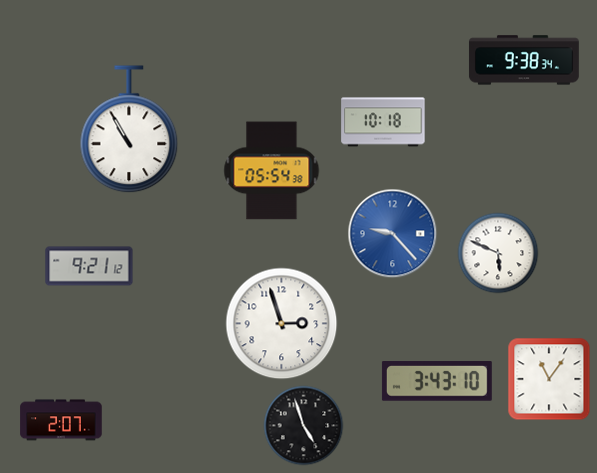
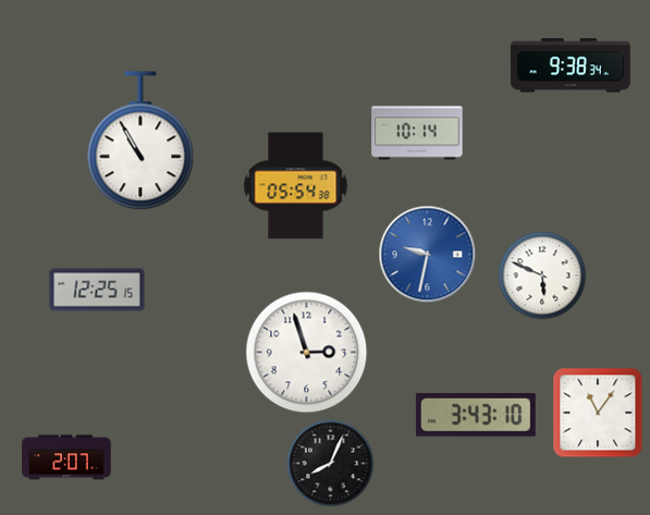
clock at (383, 122): 10:18 -> 10:14
clock at (393, 234): 9:23 -> 9:32
clock at (89, 266): 9:21 -> 12:25
clock at (304, 426): 4:57 -> 8:04
